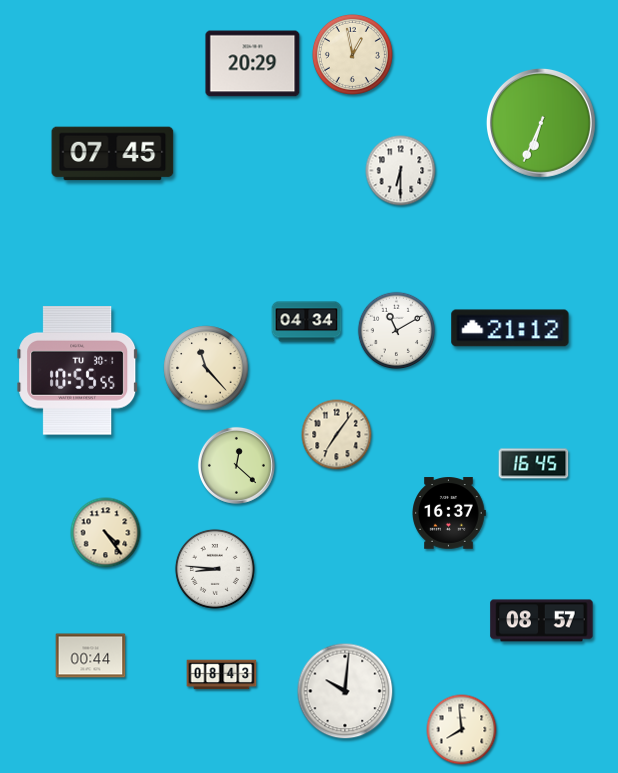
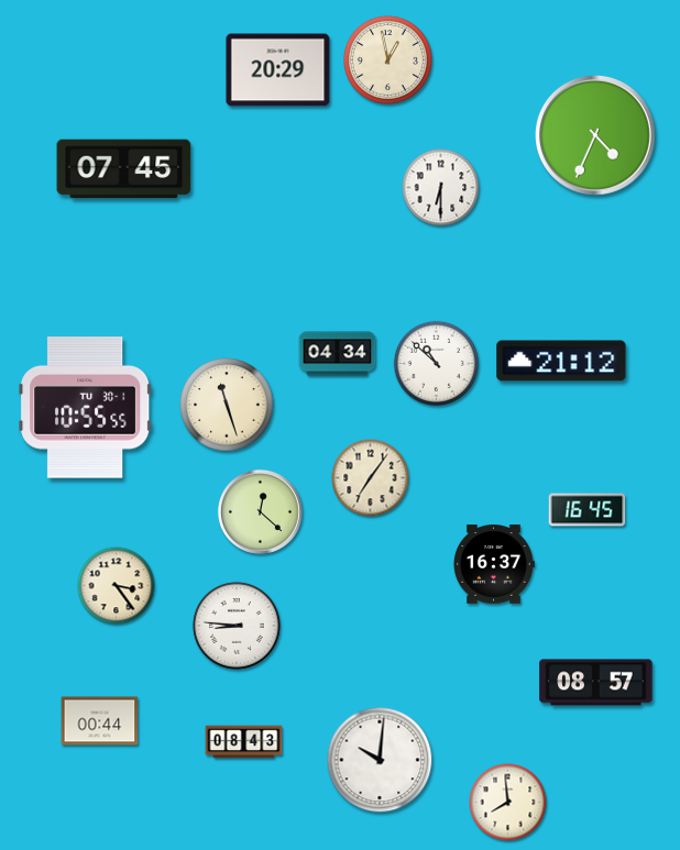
clock at (541, 123): 6:34 -> 4:34
clock at (397, 331): 11:10 -> 10:52
clock at (206, 368): 11:23 -> 11:27
clock at (106, 533): 4:24 -> 3:24
